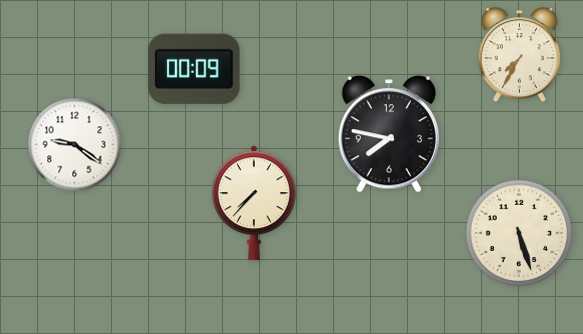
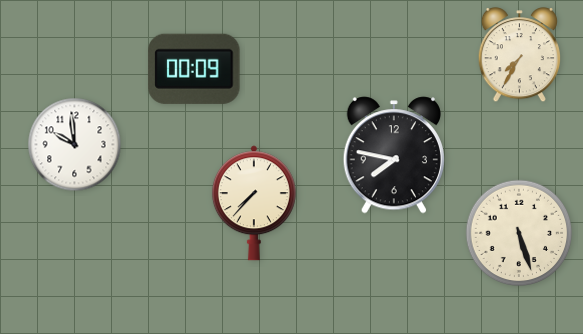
clock at (388, 134) position: (388, 134) -> (393, 155)
clock at (75, 145): 9:21 -> 9:59
